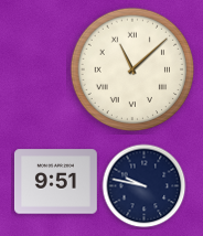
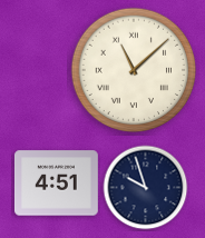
clock at (55, 182): 9:51 -> 4:51
clock at (145, 186): 9:47 -> 9:57
